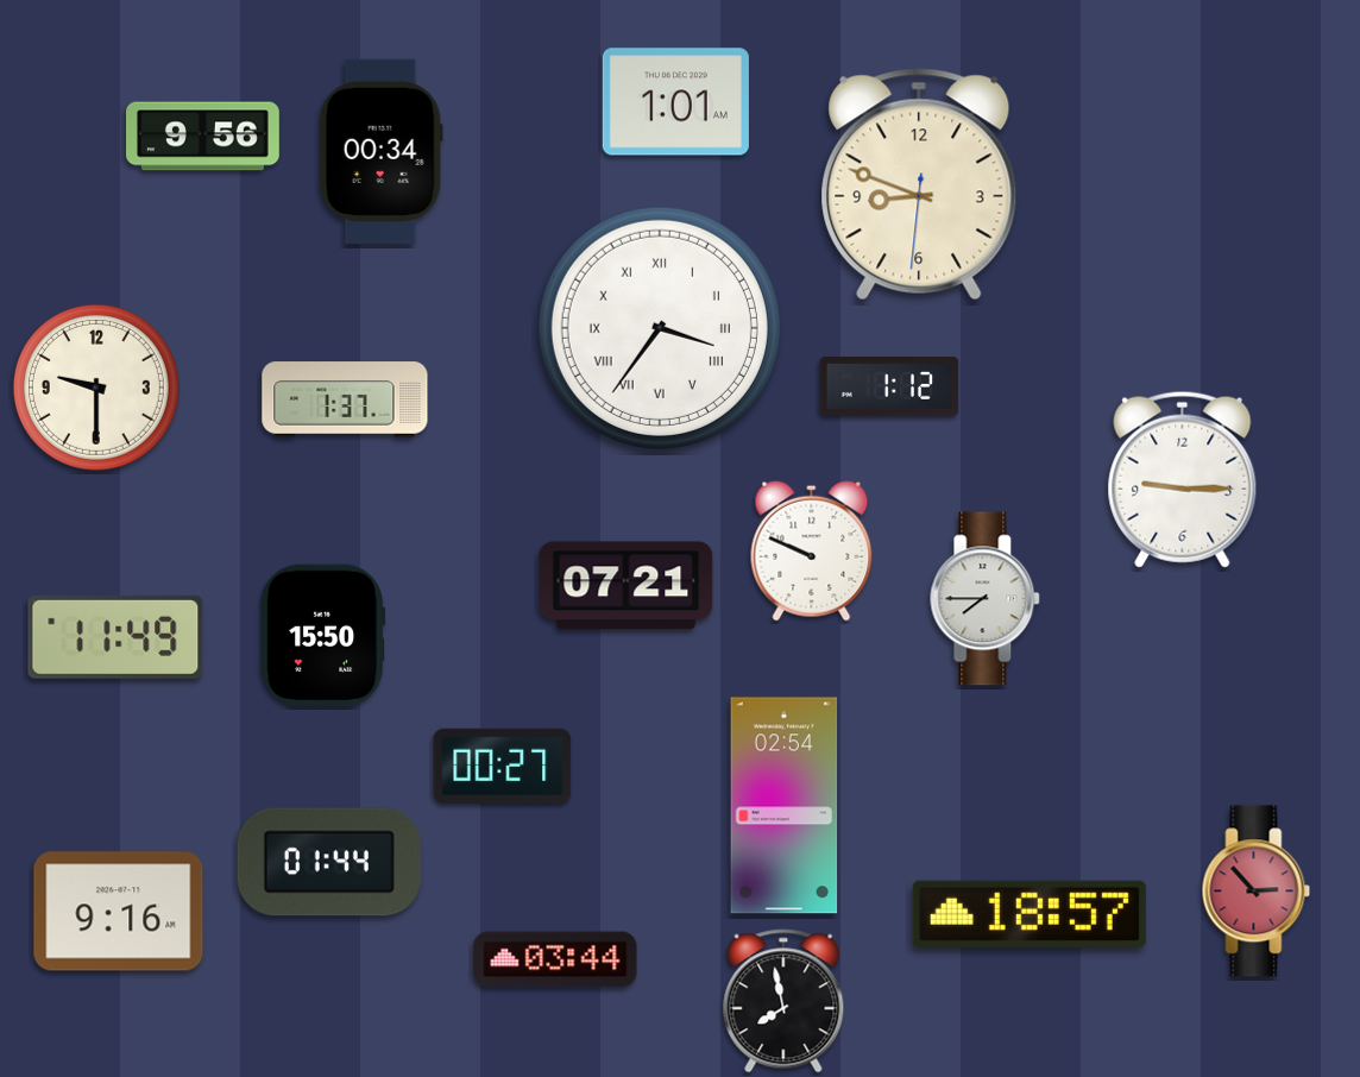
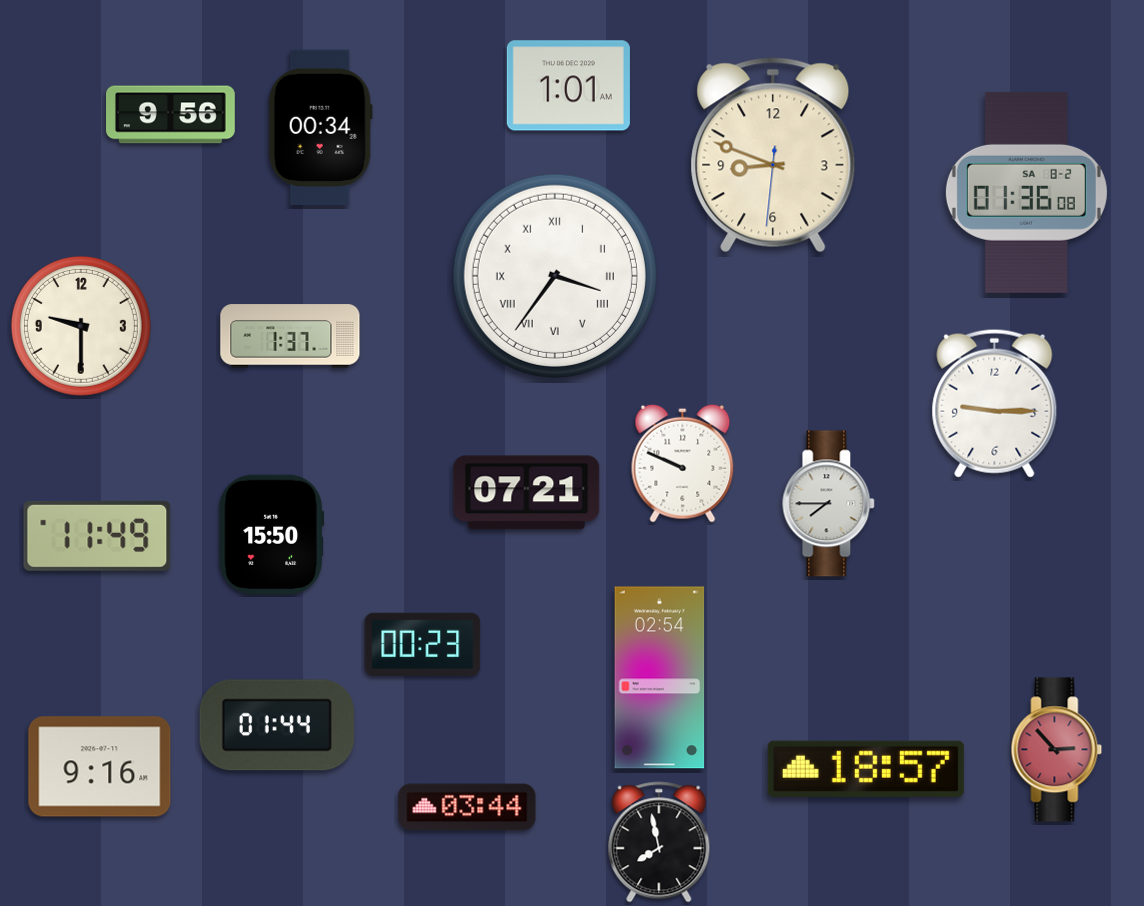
clock at (1026, 192): none -> 01:36
clock at (889, 388): 1:12 -> none
clock at (503, 766): 00:27 -> 00:23
